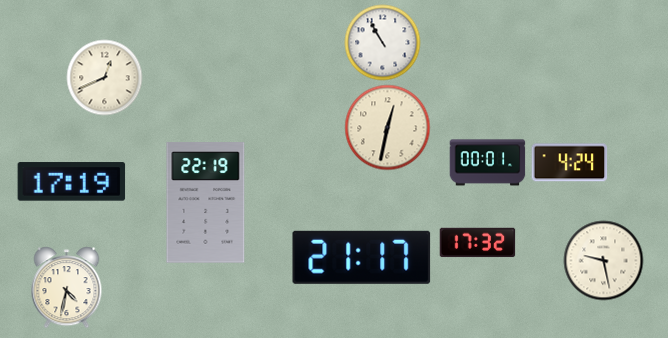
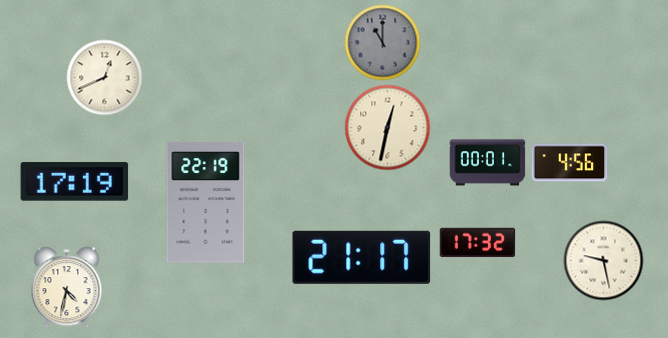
clock at (383, 43): 10:55 -> 11:00
clock at (383, 43) dial: white -> grey
clock at (570, 163): 4:24 -> 4:56
clock at (72, 182) position: (72, 182) -> (75, 182)
